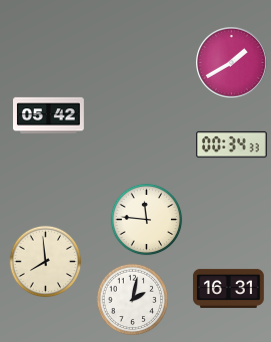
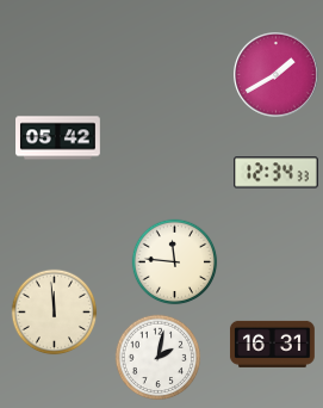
clock at (232, 145): 00:34 -> 12:34
clock at (46, 262): 7:59 -> 11:59
